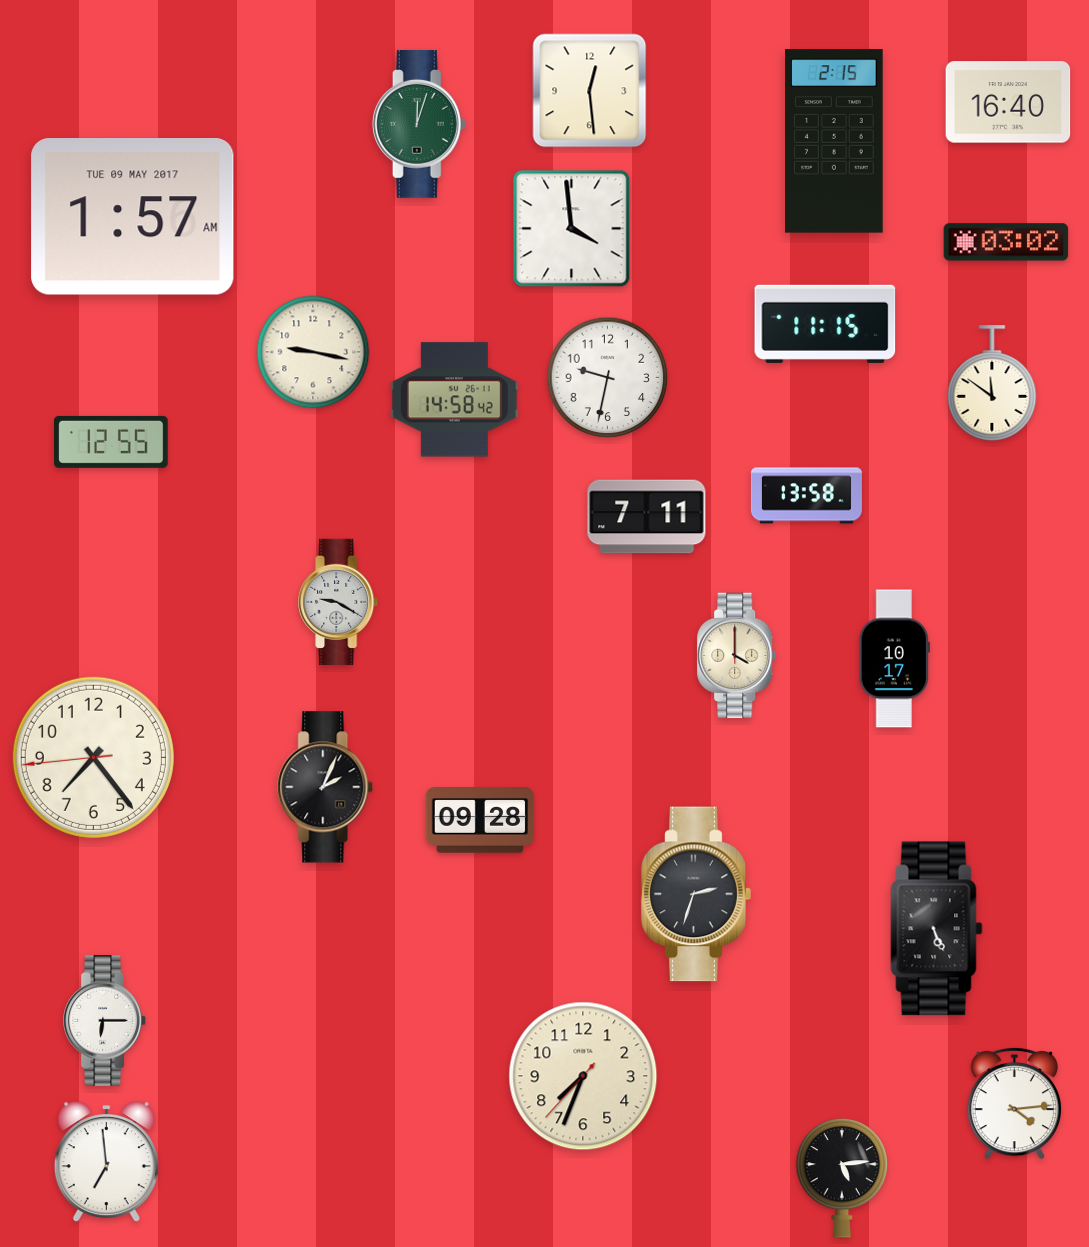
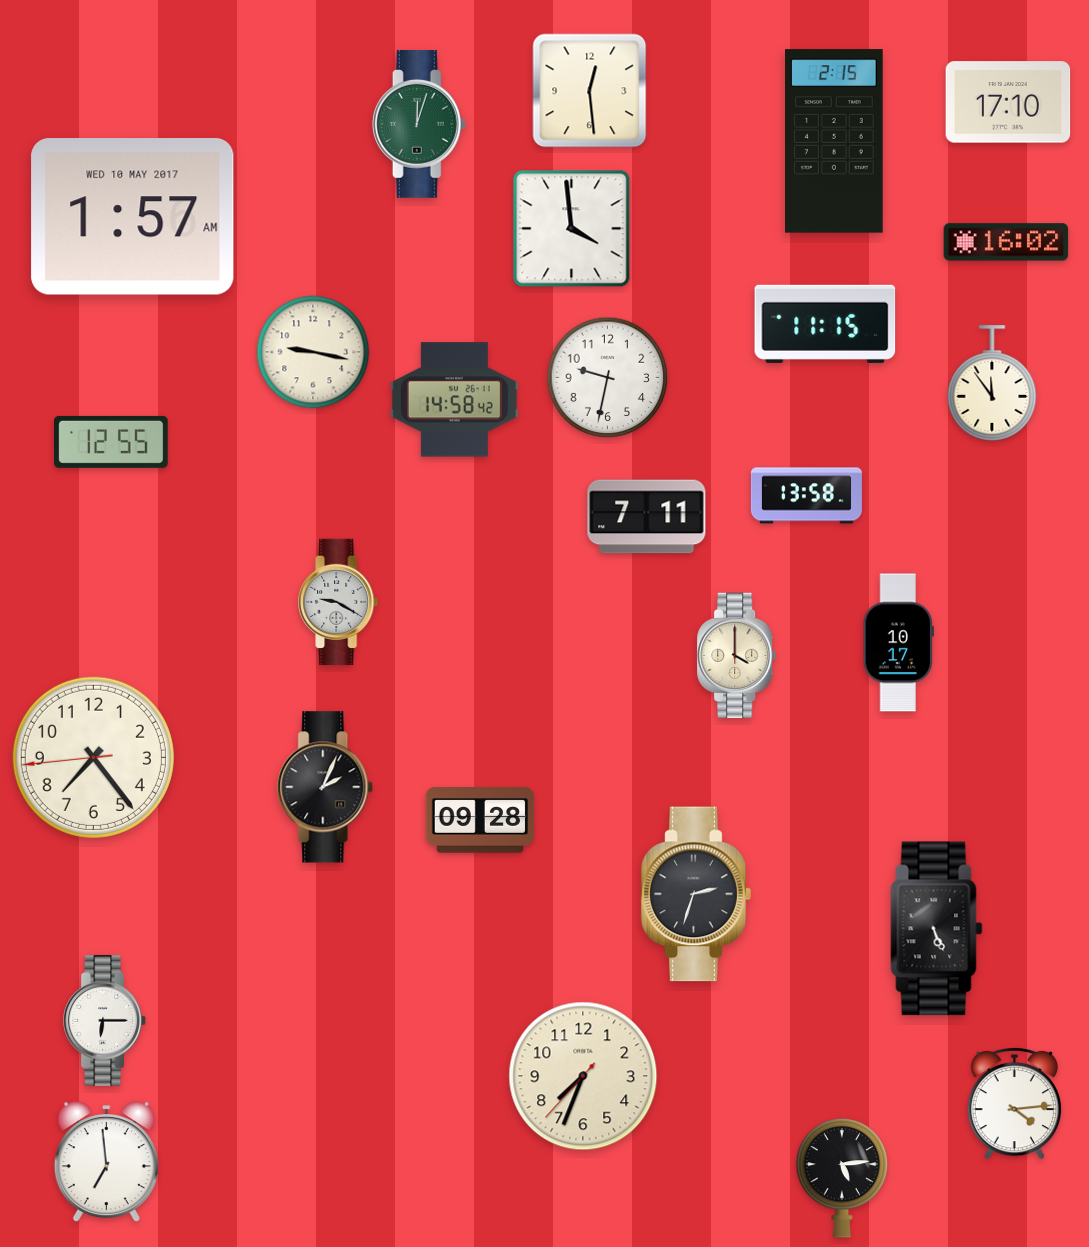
clock at (1008, 102): 16:40 -> 17:10
clock at (133, 217) date: TUE 09 MAY 2017 -> WED 10 MAY 2017
clock at (1006, 242): 03:02 -> 16:02
clock at (992, 383): 11:51 -> 11:54
clock at (894, 659) position: (894, 659) -> (898, 643)
